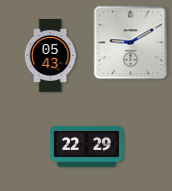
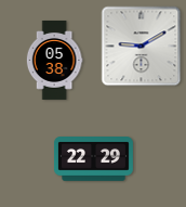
clock at (50, 55): 05:43 -> 05:38
